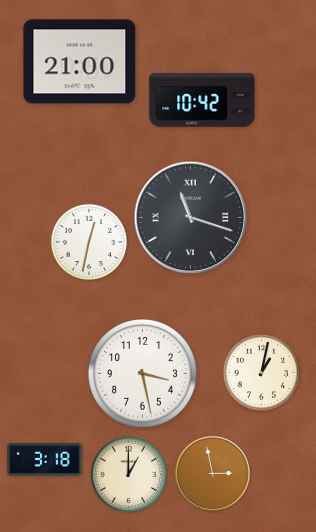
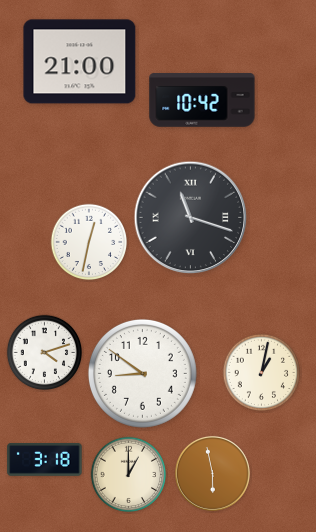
clock at (45, 353): none -> 4:12
clock at (142, 373): 3:28 -> 8:51
clock at (212, 473): 2:58 -> 5:58
